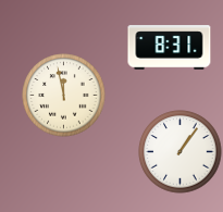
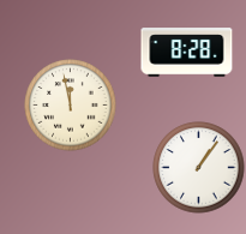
clock at (170, 48): 8:31 -> 8:28
